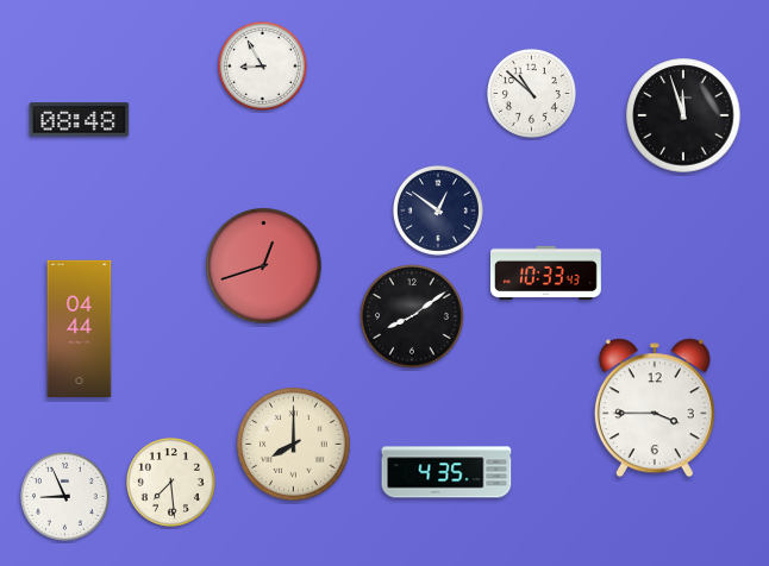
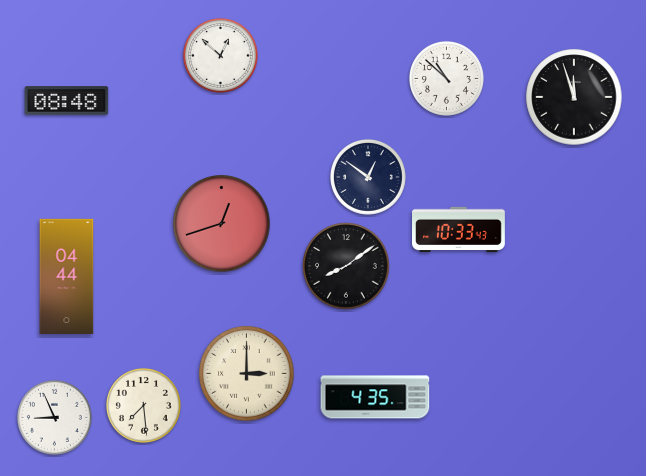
clock at (262, 65): 8:55 -> 12:52
clock at (655, 408): 3:45 -> none
clock at (294, 445): 8:00 -> 3:00
